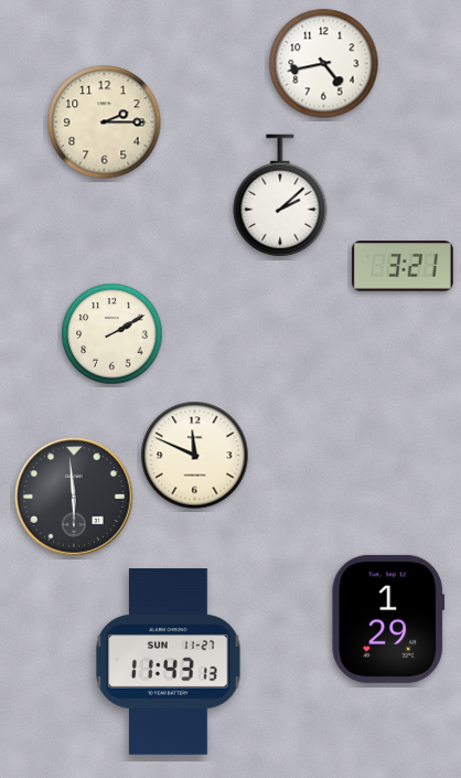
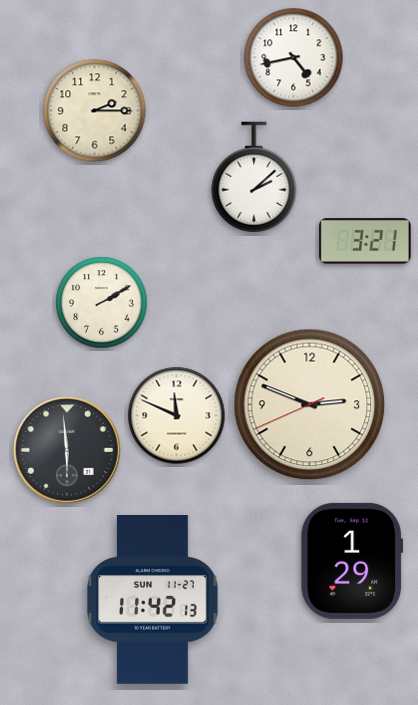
clock at (310, 405): none -> 2:48
clock at (195, 456) position: (195, 456) -> (177, 416)
clock at (169, 662): 11:43 -> 11:42
